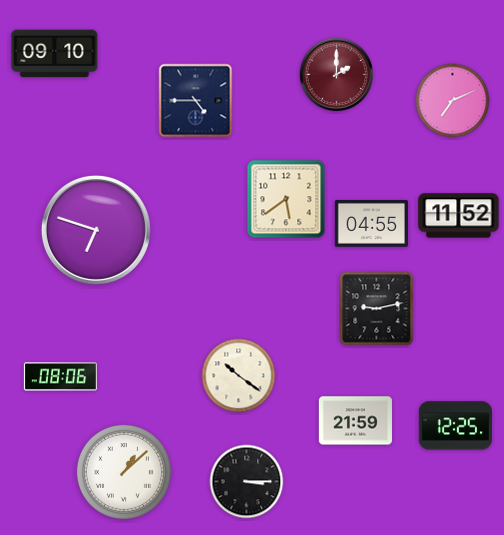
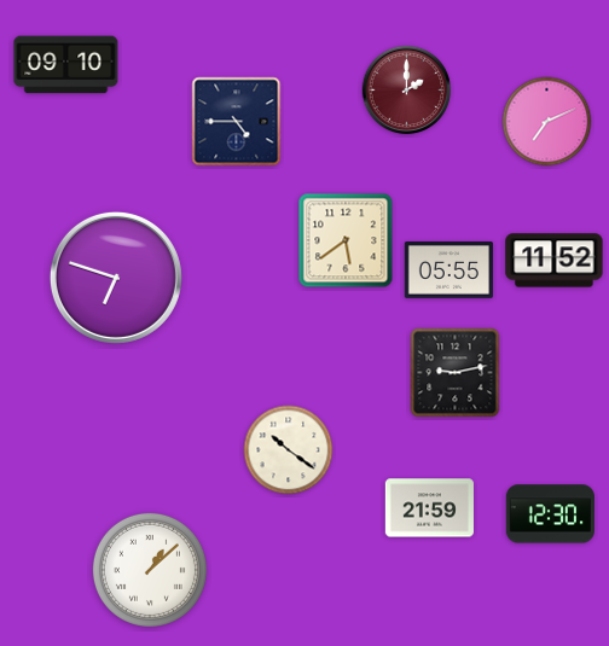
clock at (371, 224): 04:55 -> 05:55
clock at (239, 376) position: (239, 376) -> (289, 450)
clock at (60, 377): 08:06 -> none
clock at (455, 426): 12:25 -> 12:30
clock at (247, 482): 3:15 -> none
